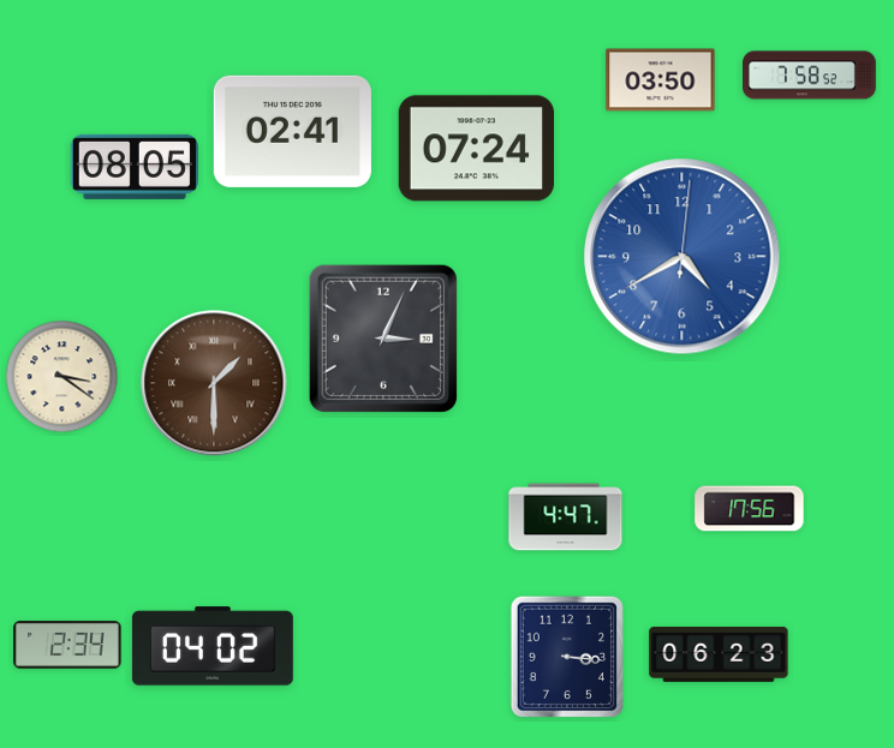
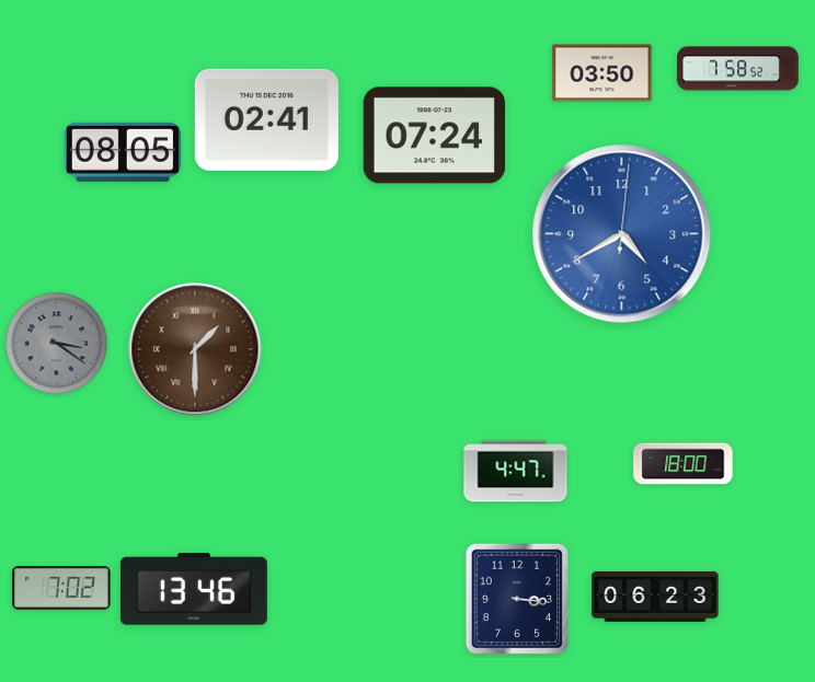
clock at (383, 339): 3:04 -> none
clock at (62, 377) dial: cream -> grey
clock at (750, 509): 17:56 -> 18:00
clock at (67, 646): 2:34 -> 7:02
clock at (213, 646): 04:02 -> 13:46
